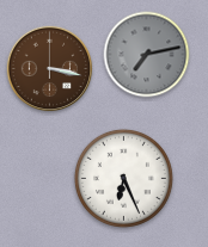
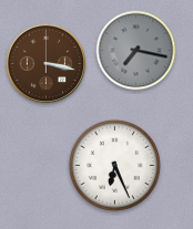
clock at (147, 55): 7:13 -> 7:17
